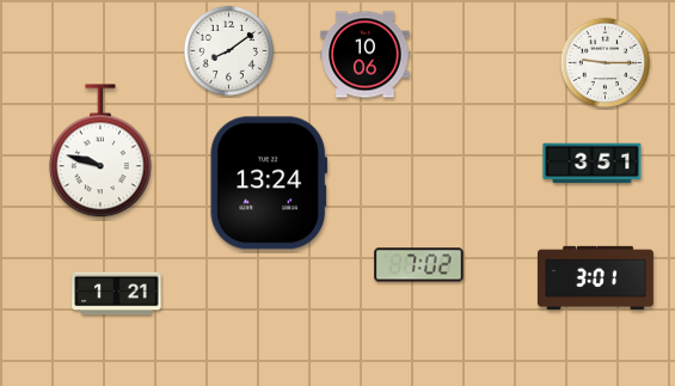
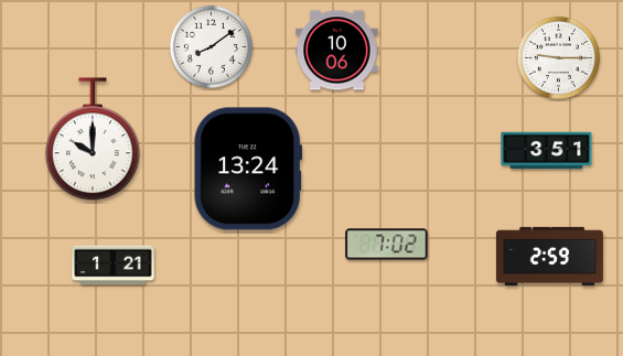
clock at (100, 152): 9:48 -> 10:00
clock at (595, 277): 3:01 -> 2:59
clock at (117, 294) position: (117, 294) -> (114, 266)
